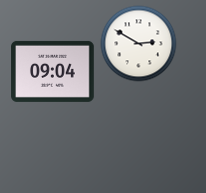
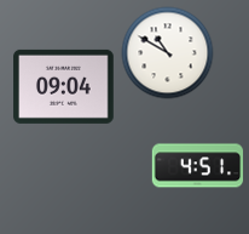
clock at (139, 44): 2:50 -> 10:50
clock at (198, 166): none -> 4:51
